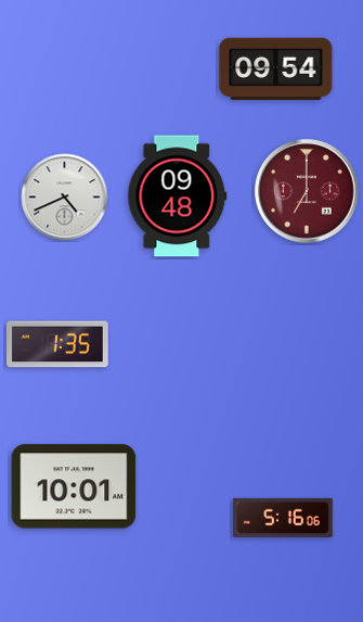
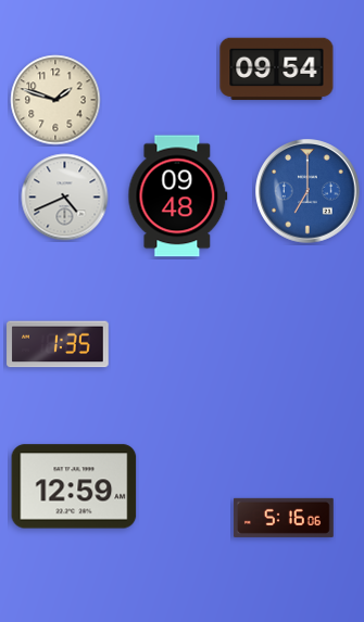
clock at (55, 100): none -> 1:48
clock at (307, 191) dial: burgundy -> blue
clock at (74, 486): 10:01 -> 12:59
